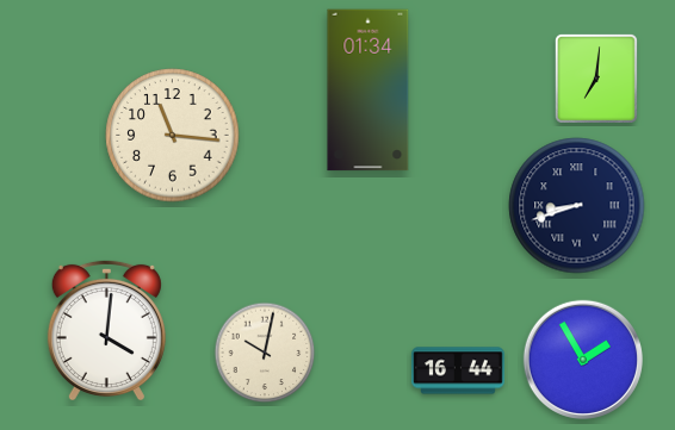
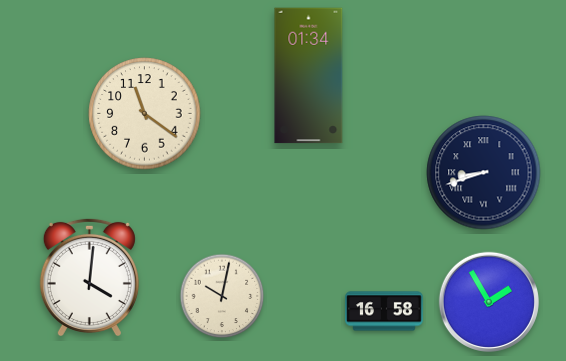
clock at (596, 79): 7:01 -> none
clock at (173, 136): 11:16 -> 11:21
clock at (458, 370): 16:44 -> 16:58
